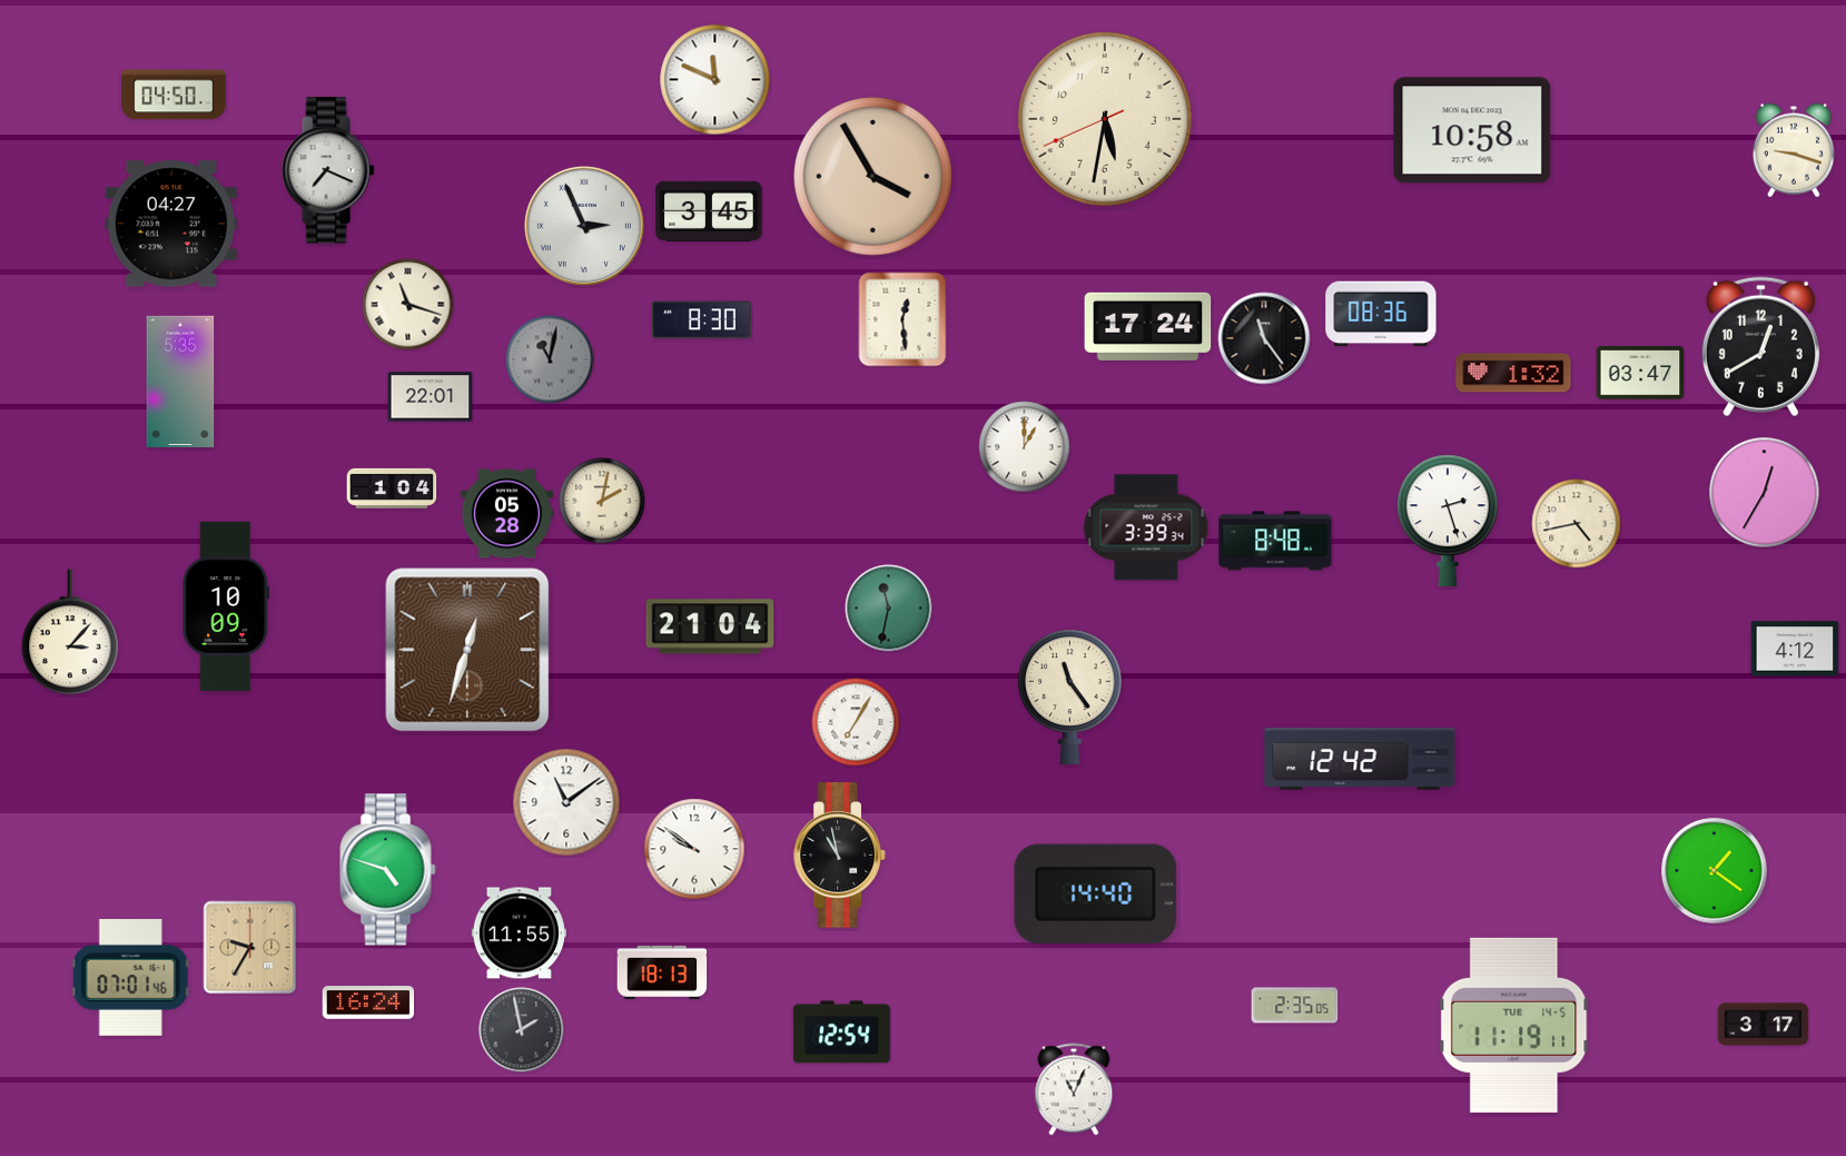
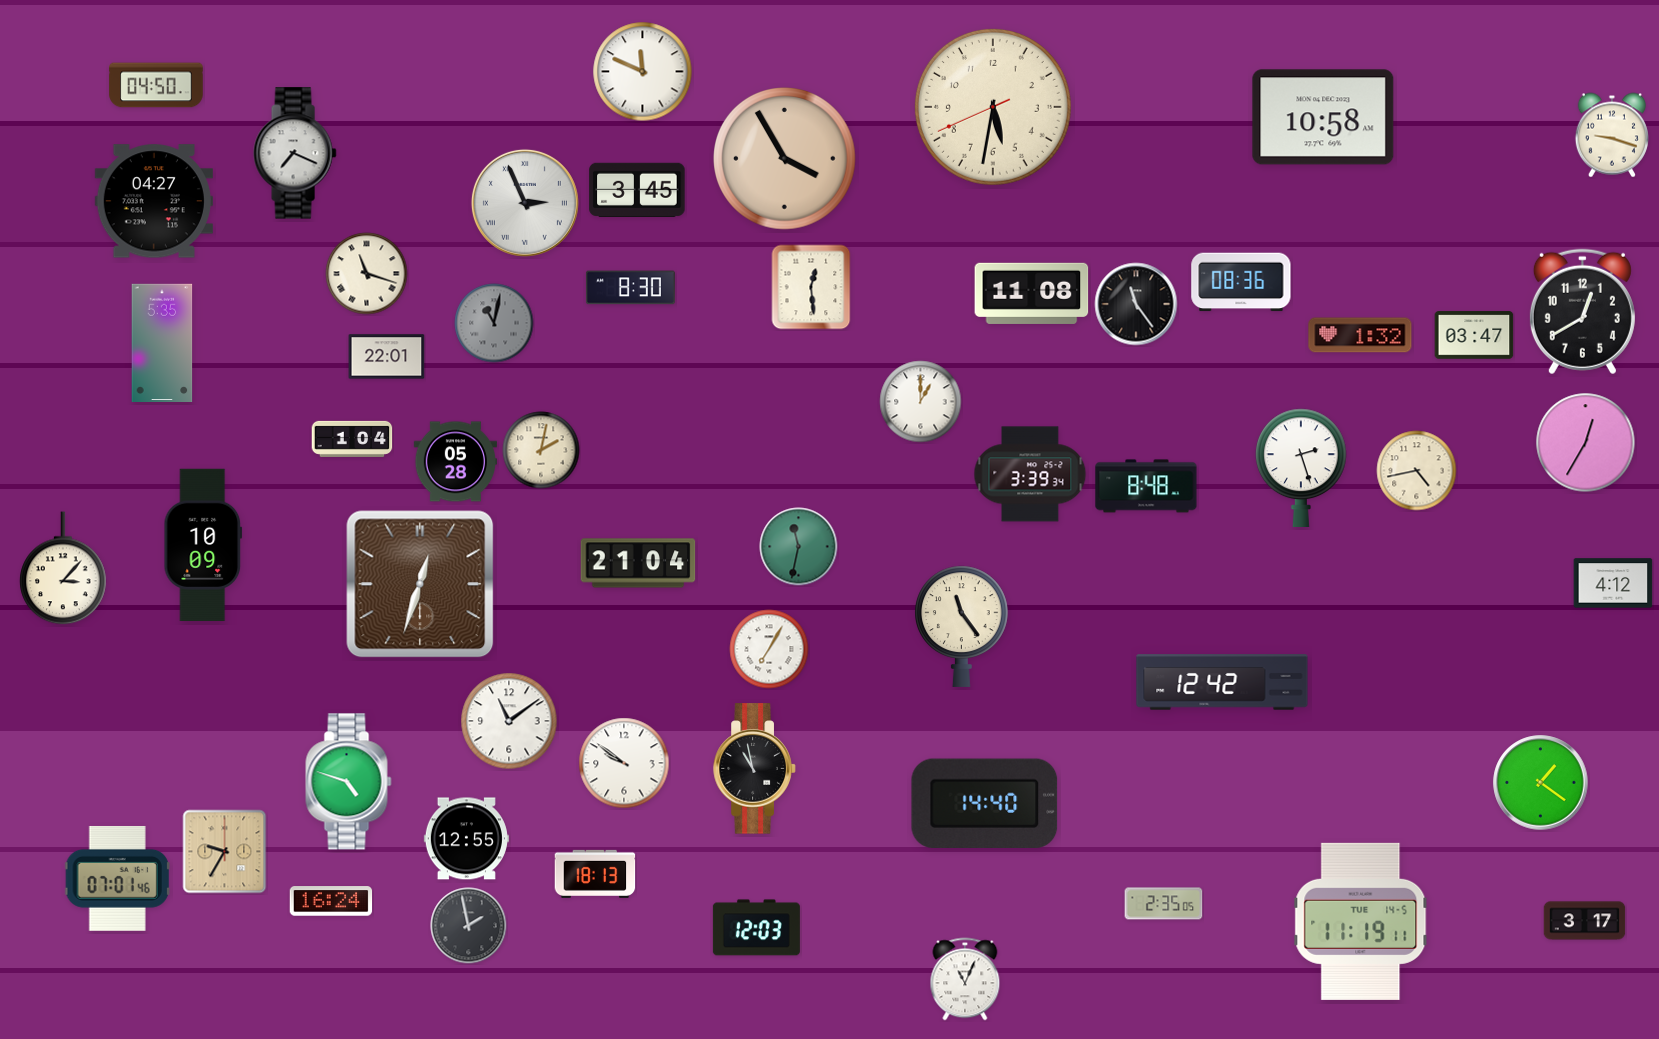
clock at (1148, 326): 17:24 -> 11:08
clock at (519, 933): 11:55 -> 12:55
clock at (841, 1033): 12:54 -> 12:03
